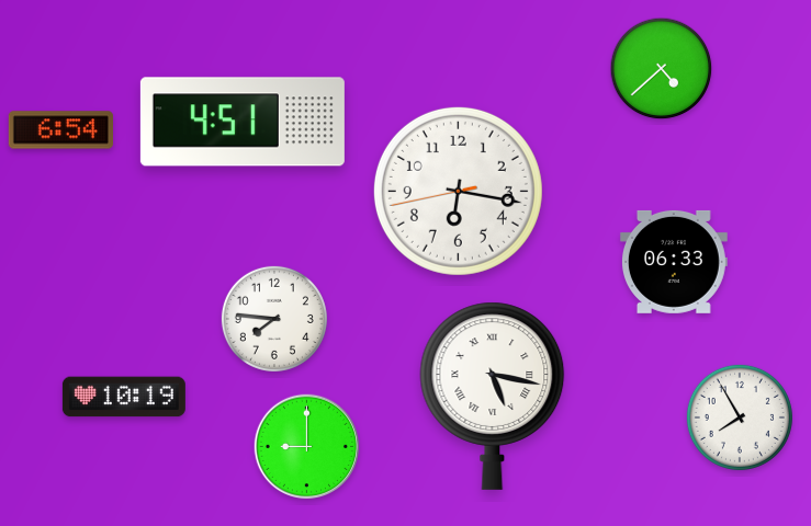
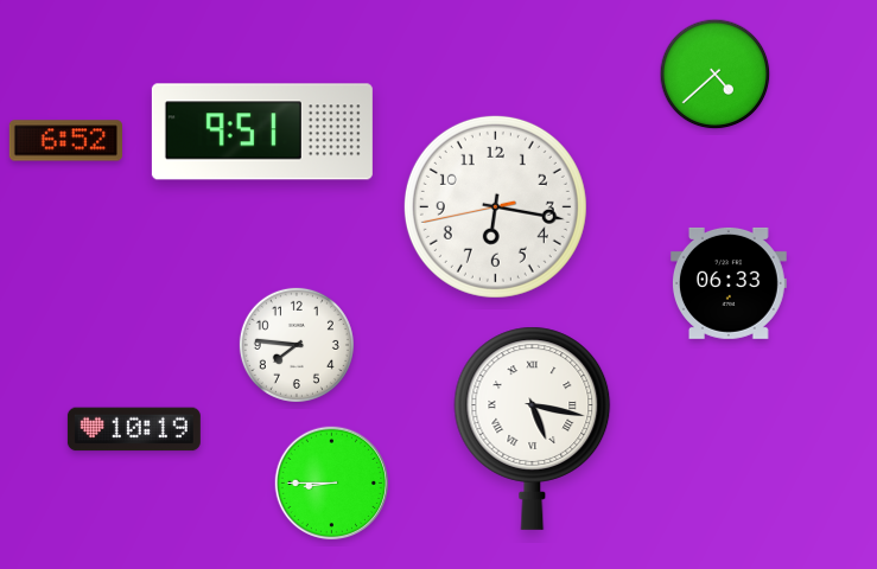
clock at (243, 122): 4:51 -> 9:51
clock at (60, 130): 6:54 -> 6:52
clock at (740, 418): 7:55 -> none
clock at (307, 447): 9:00 -> 8:45
